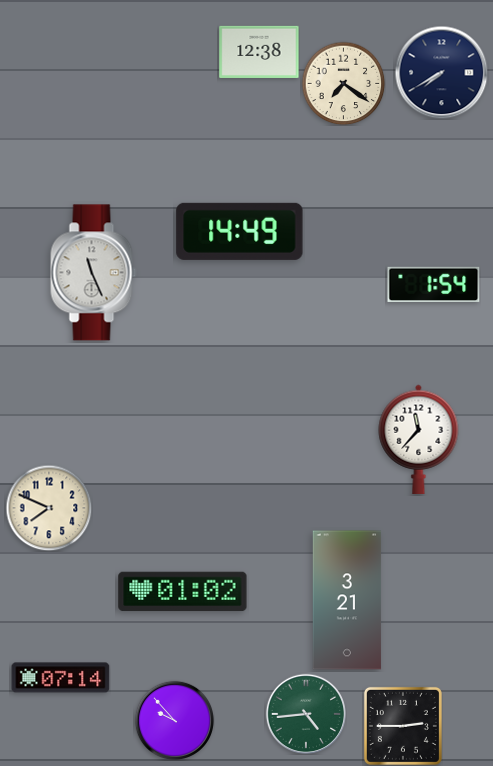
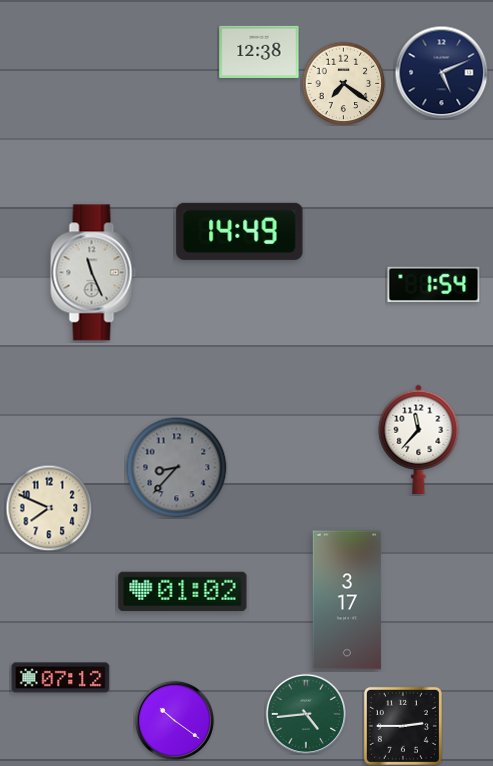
clock at (441, 72): 7:40 -> 5:11
clock at (177, 468): none -> 8:37
clock at (347, 600): 3:21 -> 3:17
clock at (61, 678): 07:14 -> 07:12
clock at (174, 720): 9:53 -> 10:21
